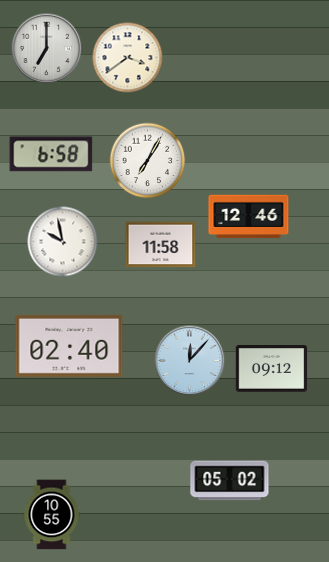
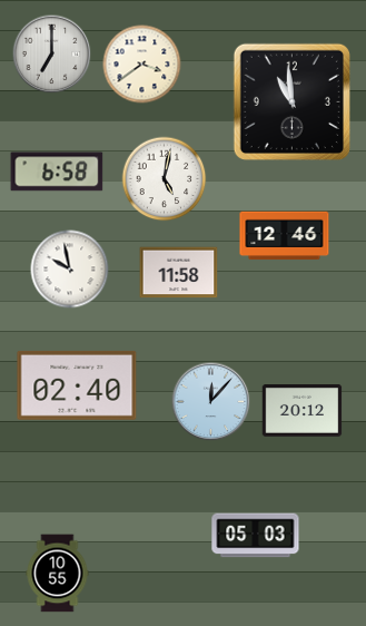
clock at (291, 101): none -> 10:59
clock at (148, 161): 7:05 -> 5:02
clock at (249, 217) position: (249, 217) -> (285, 236)
clock at (272, 369): 09:12 -> 20:12
clock at (230, 481): 05:02 -> 05:03
